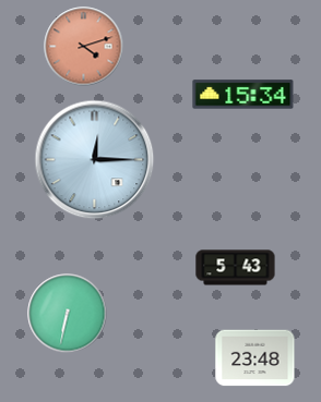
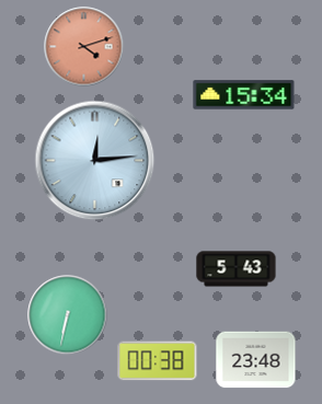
clock at (95, 160): 12:15 -> 12:14
clock at (158, 361): none -> 00:38
